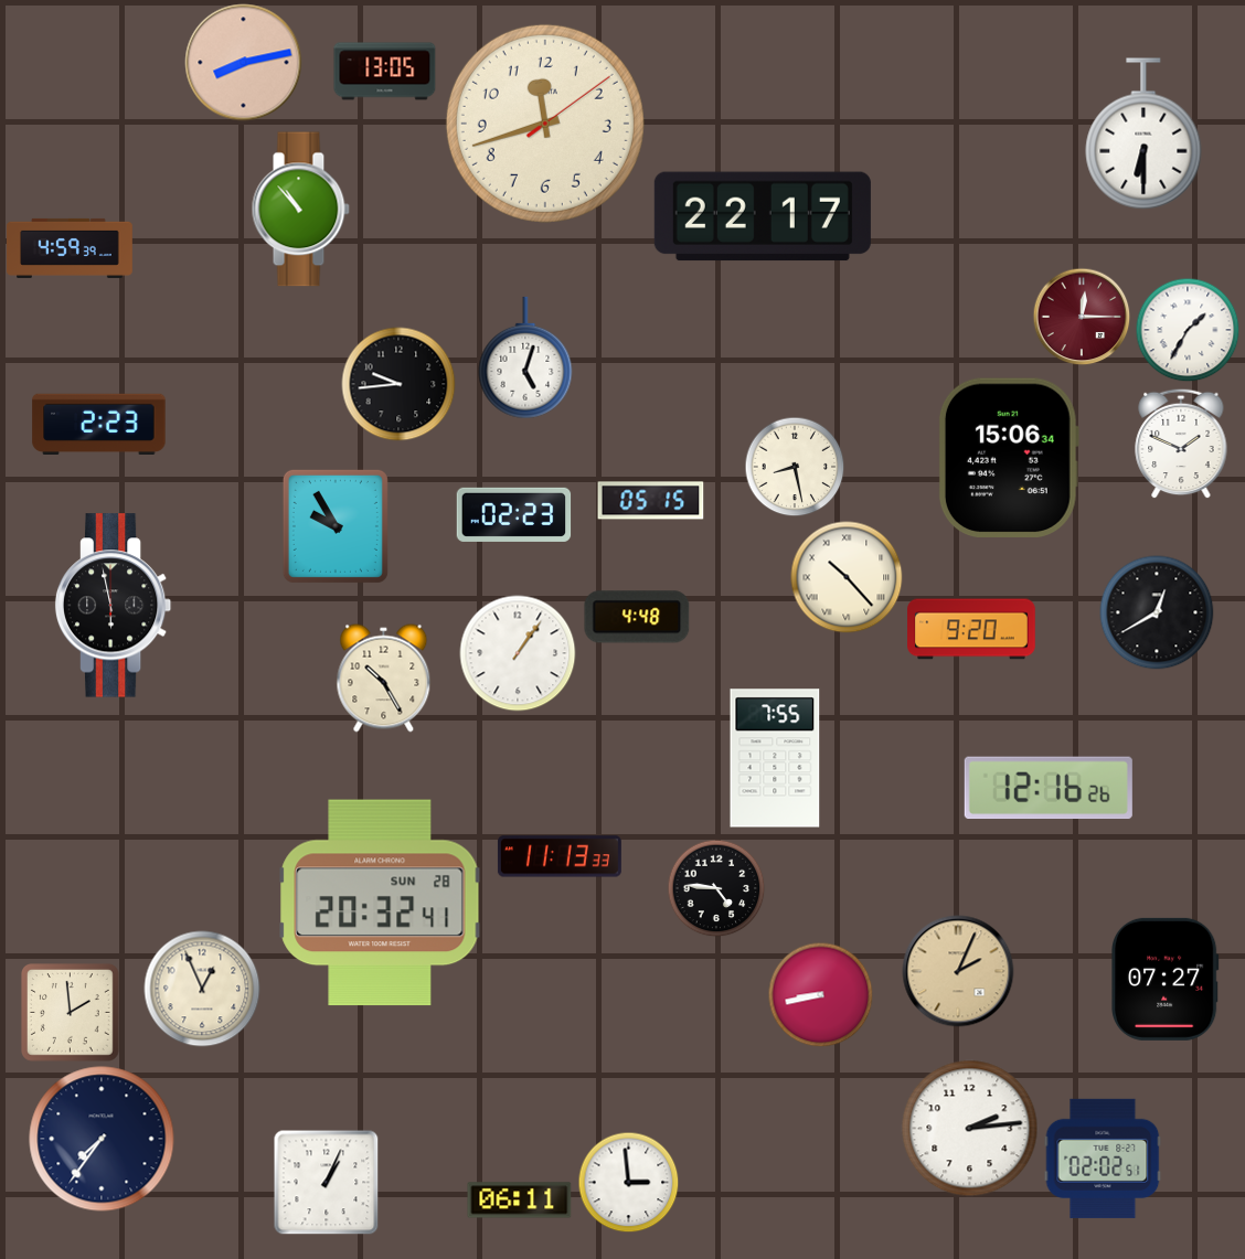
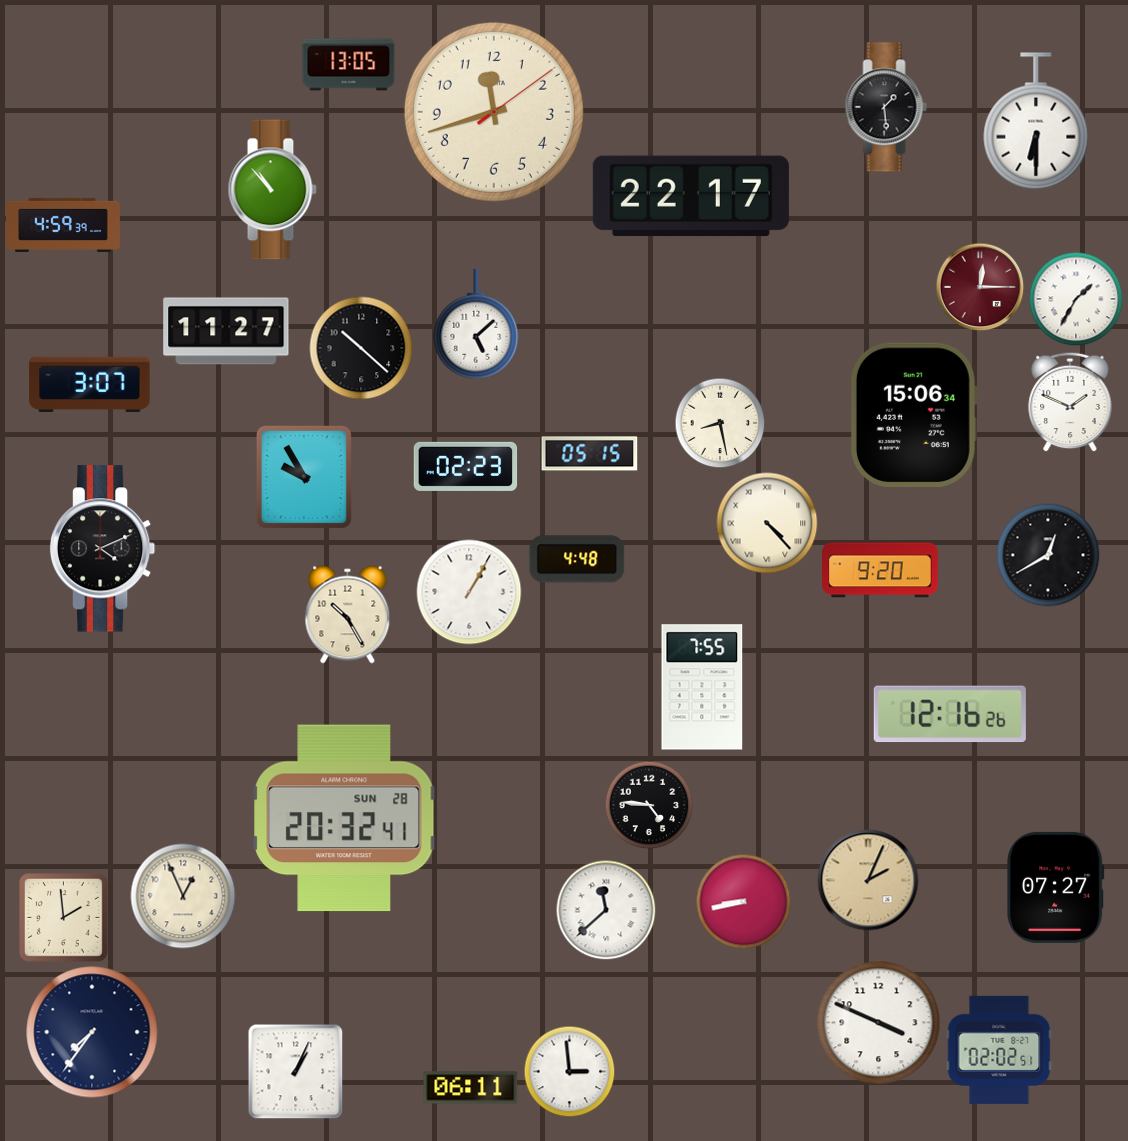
clock at (244, 63): 8:13 -> none
clock at (886, 107): none -> 1:29
clock at (525, 358): 5:03 -> 5:08
clock at (226, 331): none -> 11:27
clock at (398, 384): 9:44 -> 10:22
clock at (99, 424): 2:23 -> 3:07
clock at (847, 577): 10:23 -> 4:23
clock at (114, 606): 5:58 -> 4:11
clock at (518, 653): 1:06 -> 1:05
clock at (560, 856): 11:13 -> none
clock at (606, 910): none -> 11:38
clock at (970, 1129): 2:14 -> 3:49
